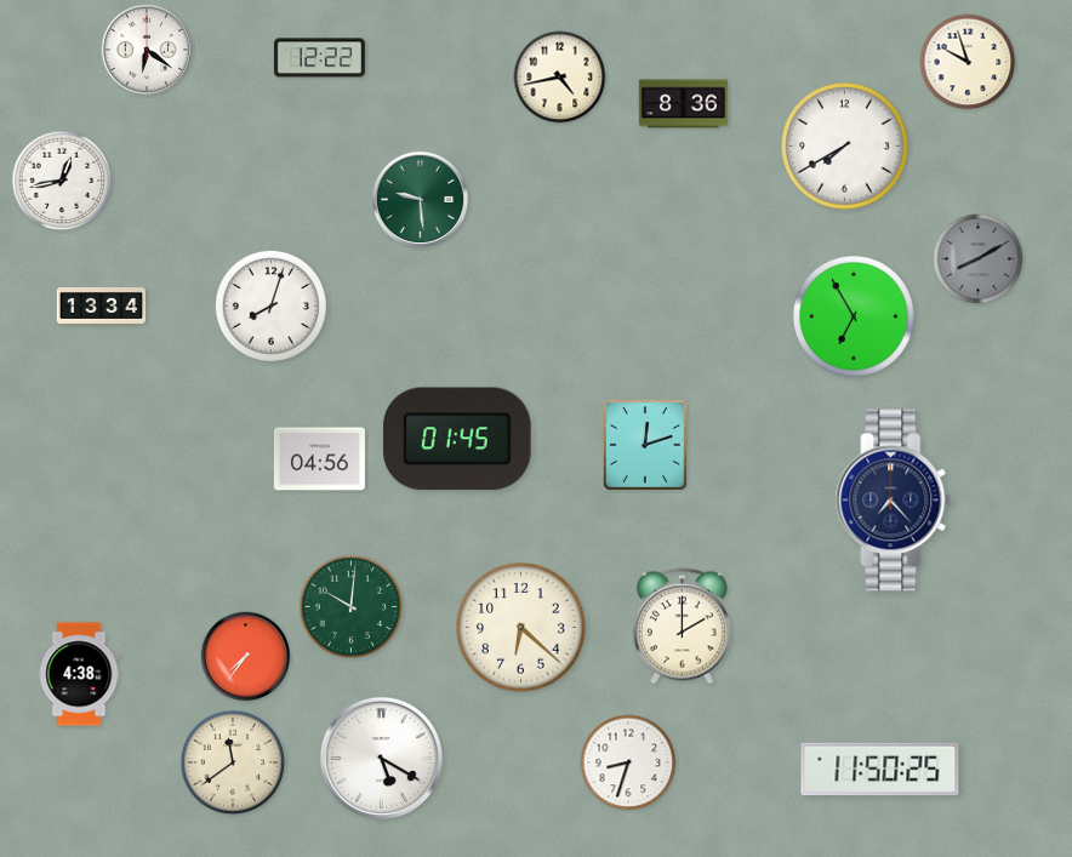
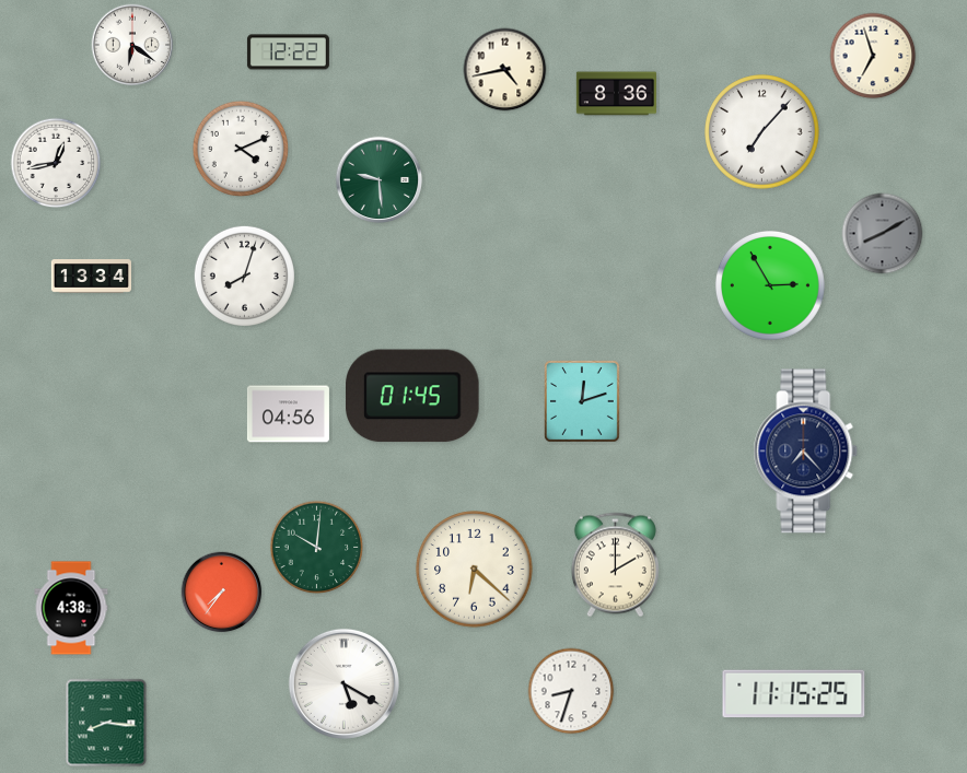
clock at (968, 62): 9:57 -> 6:57
clock at (845, 147): 7:40 -> 7:07
clock at (241, 149): none -> 4:11
clock at (854, 316): 6:55 -> 2:55
clock at (521, 628) position: (521, 628) -> (475, 570)
clock at (233, 762): 11:39 -> none
clock at (628, 762) position: (628, 762) -> (571, 691)
clock at (880, 770): 11:50 -> 11:15
clock at (106, 723): none -> 8:16
